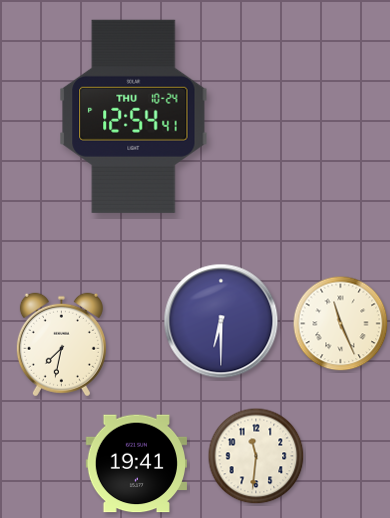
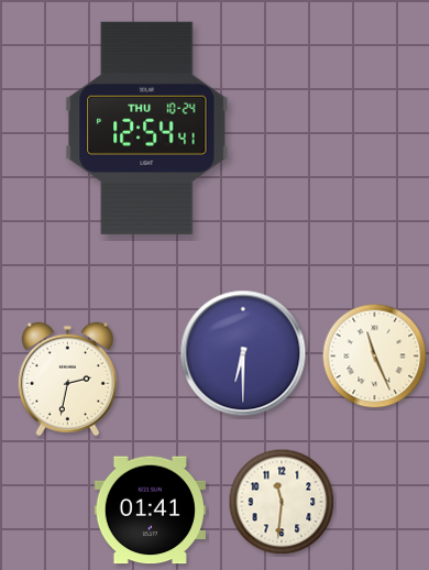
clock at (61, 345): 7:32 -> 2:32
clock at (136, 464): 19:41 -> 01:41
